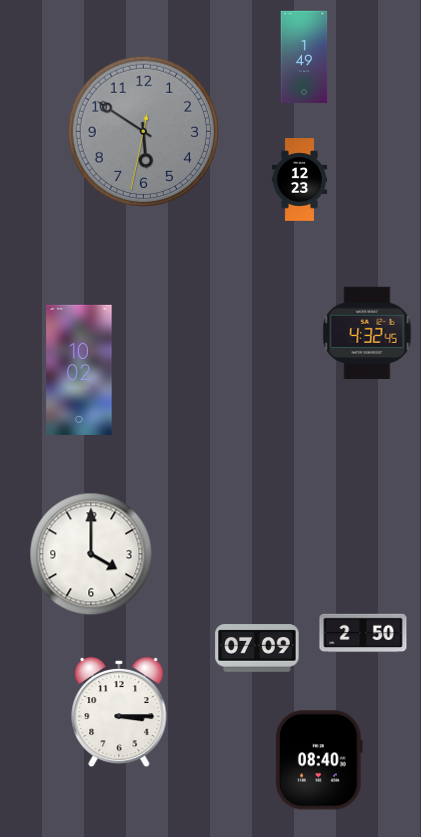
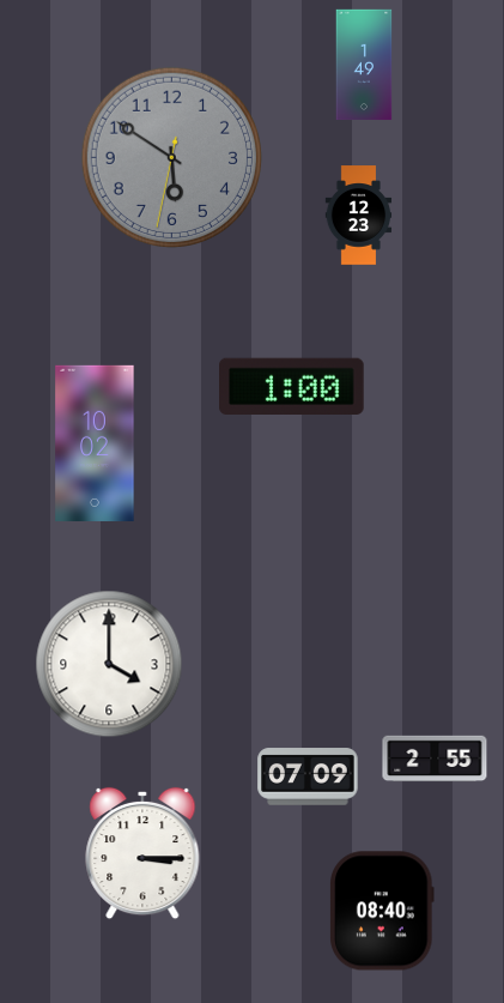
clock at (304, 57) position: (304, 57) -> (364, 65)
clock at (292, 386): none -> 1:00
clock at (367, 332): 4:32 -> none
clock at (363, 633): 2:50 -> 2:55
